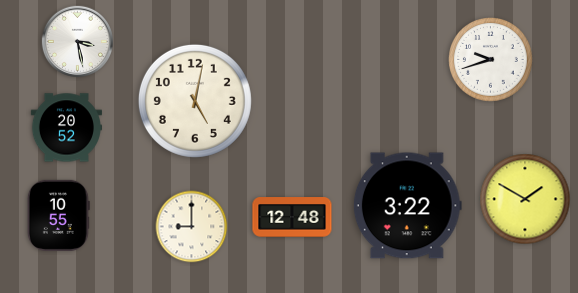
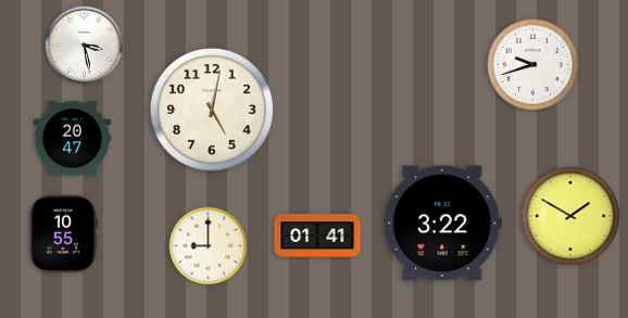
clock at (66, 128): 20:52 -> 20:47
clock at (292, 217): 12:48 -> 01:41
